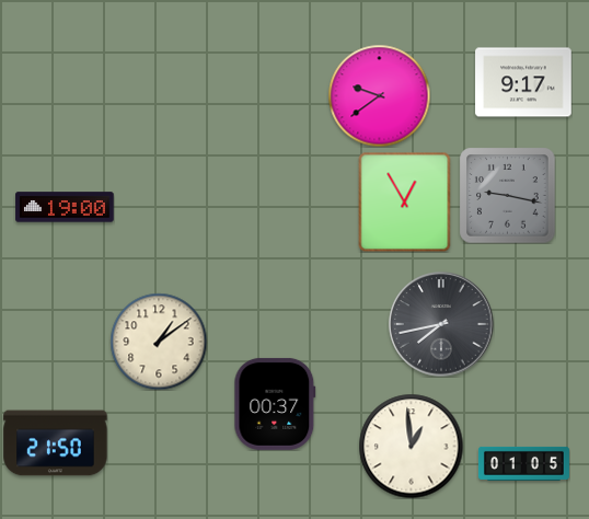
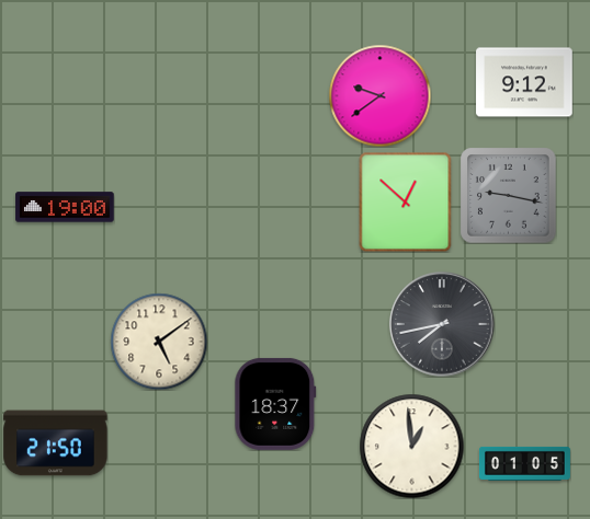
clock at (523, 82): 9:17 -> 9:12
clock at (405, 201): 12:55 -> 12:52
clock at (159, 342): 1:09 -> 5:09
clock at (275, 404): 00:37 -> 18:37
